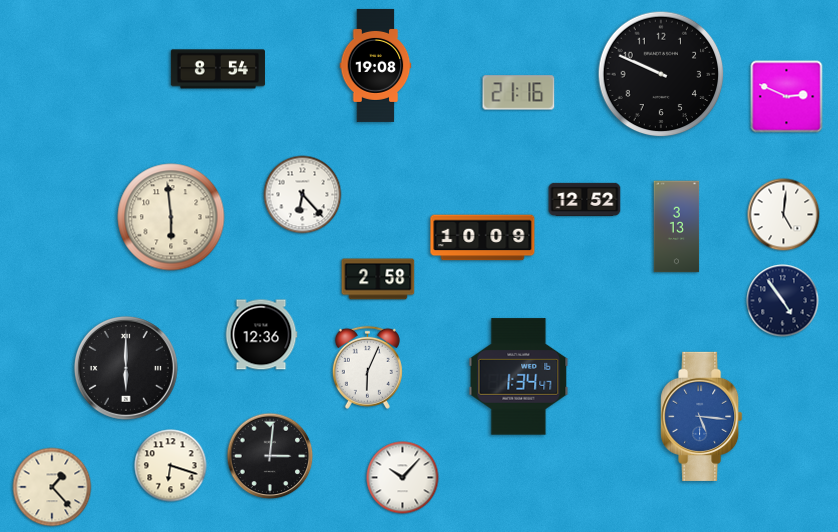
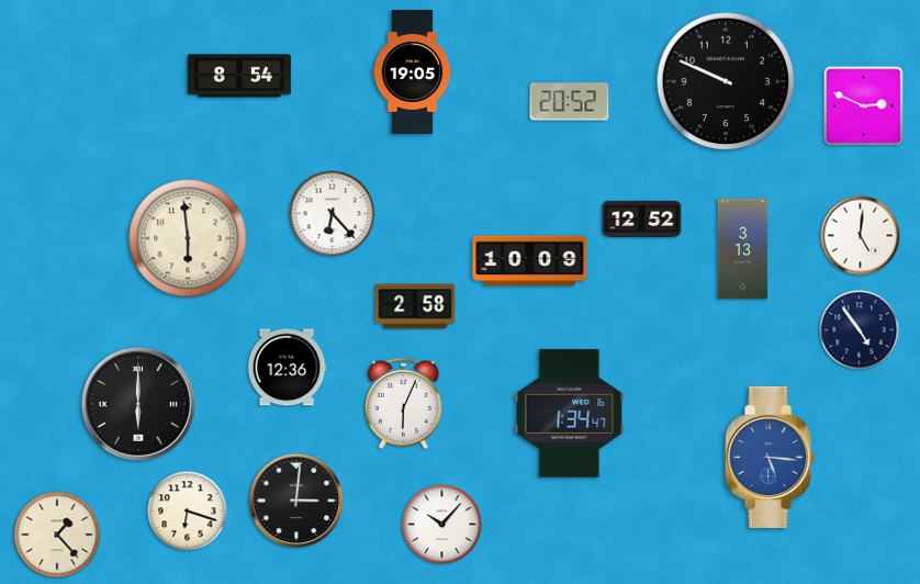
clock at (376, 65): 19:08 -> 19:05
clock at (519, 93): 21:16 -> 20:52
